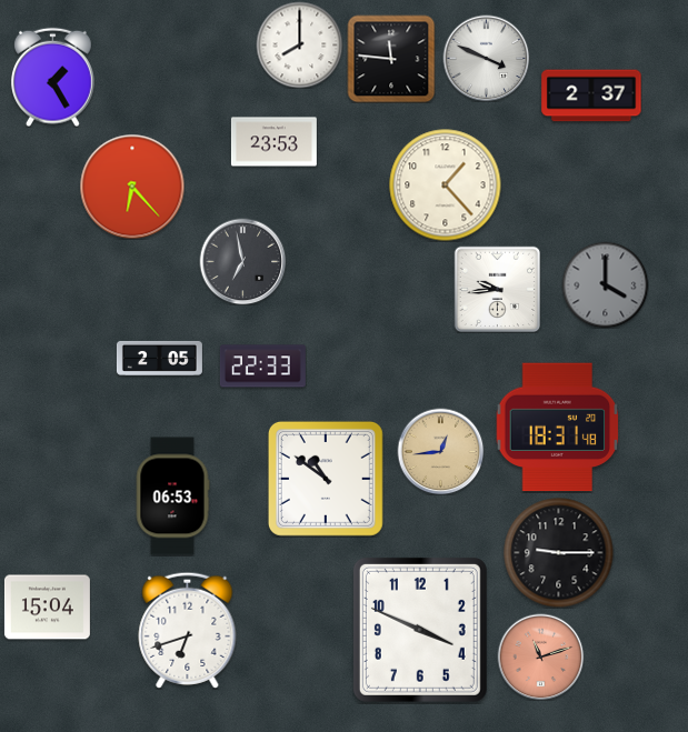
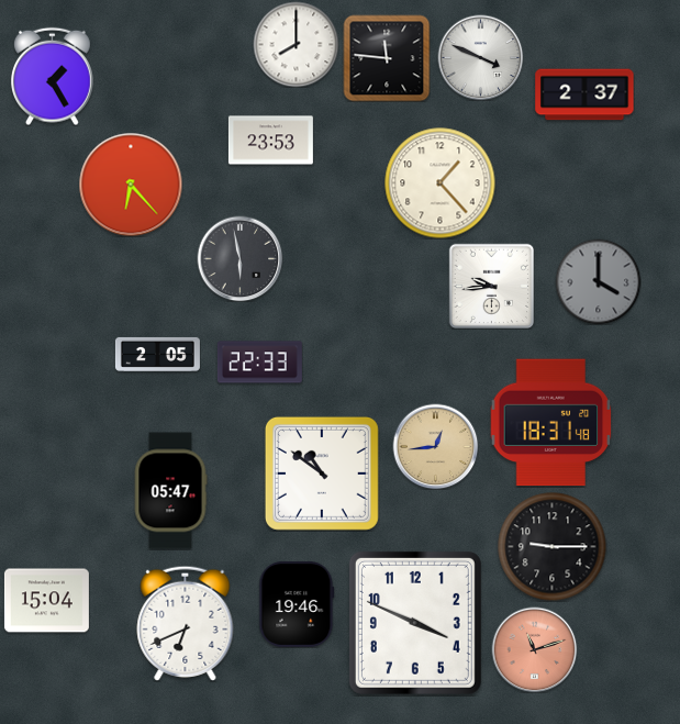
clock at (242, 261): 6:58 -> 5:58
clock at (172, 497): 06:53 -> 05:47
clock at (297, 604): none -> 19:46
clock at (188, 630): 6:42 -> 6:41
